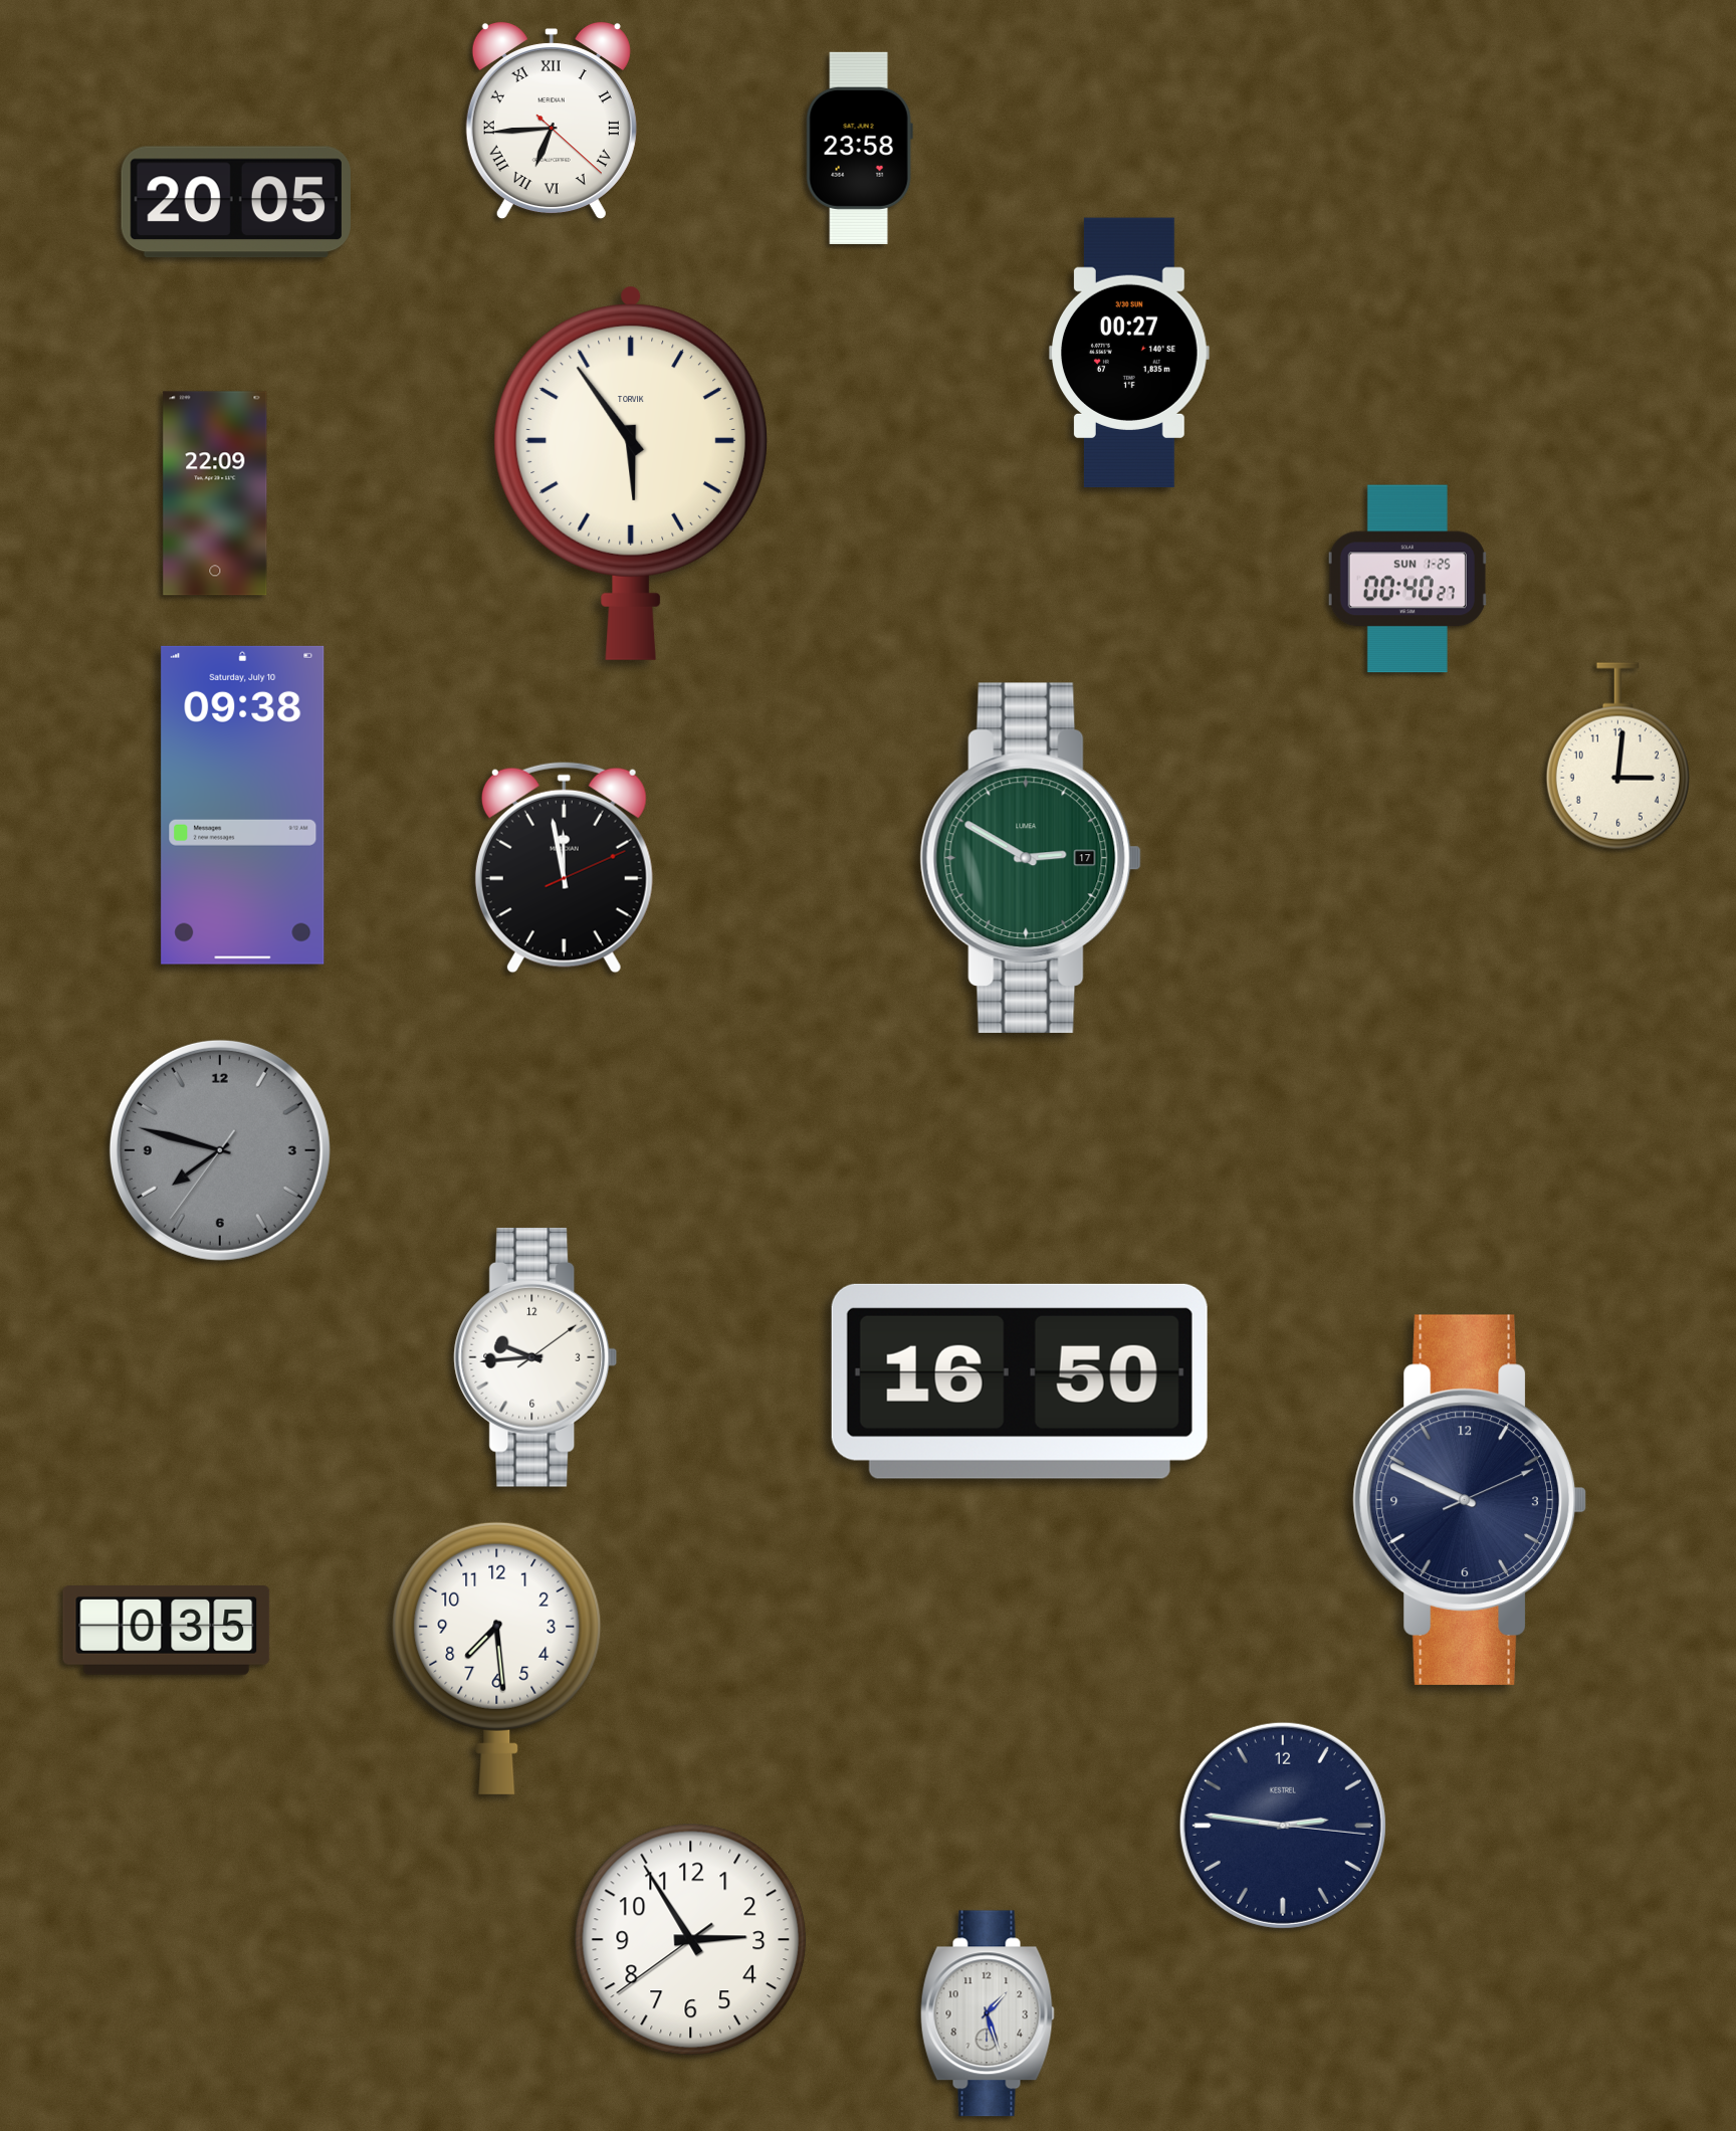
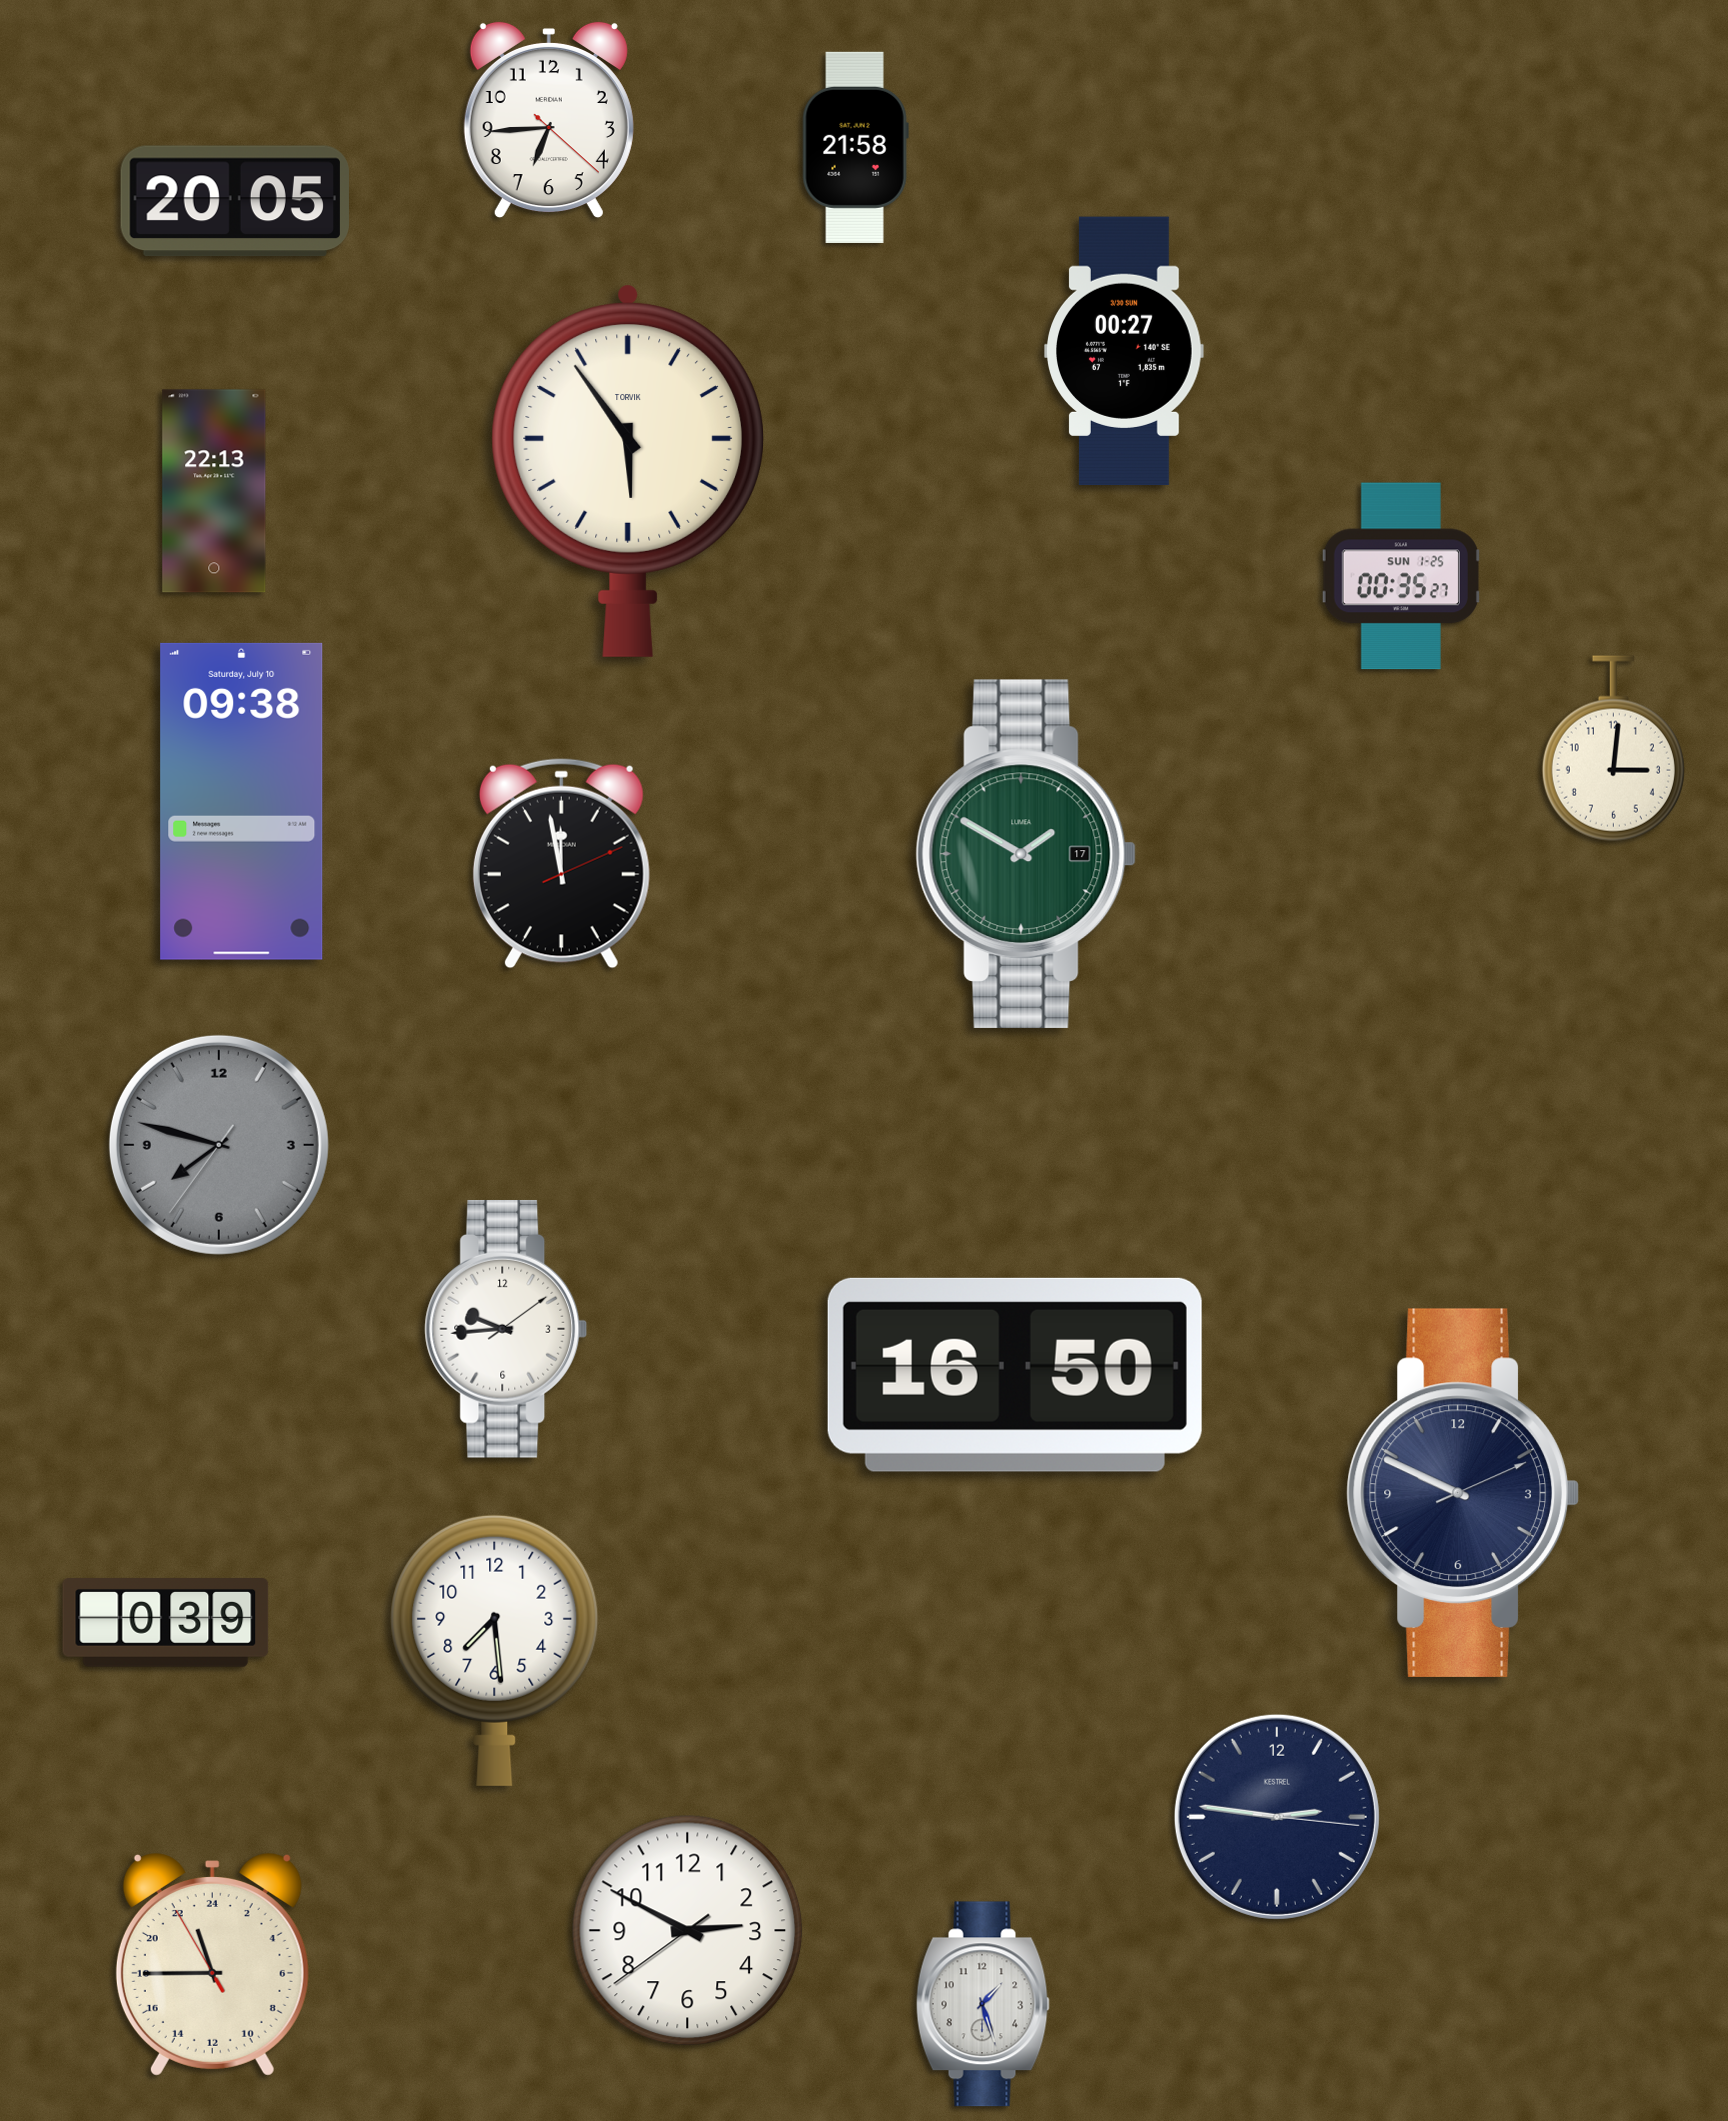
clock at (552, 121) numerals: Roman -> Arabic
clock at (859, 148): 23:58 -> 21:58
clock at (215, 493): 22:09 -> 22:13
clock at (1407, 579): 00:40 -> 00:35
clock at (1617, 757) position: (1617, 757) -> (1613, 749)
clock at (1031, 858): 2:50 -> 1:50
clock at (535, 1357) position: (535, 1357) -> (506, 1329)
clock at (167, 1631): 0:35 -> 0:39
clock at (691, 1940): 2:54 -> 2:49
clock at (212, 1965): none -> 22:44
